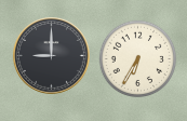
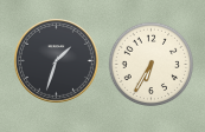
clock at (52, 56): 9:00 -> 1:33
